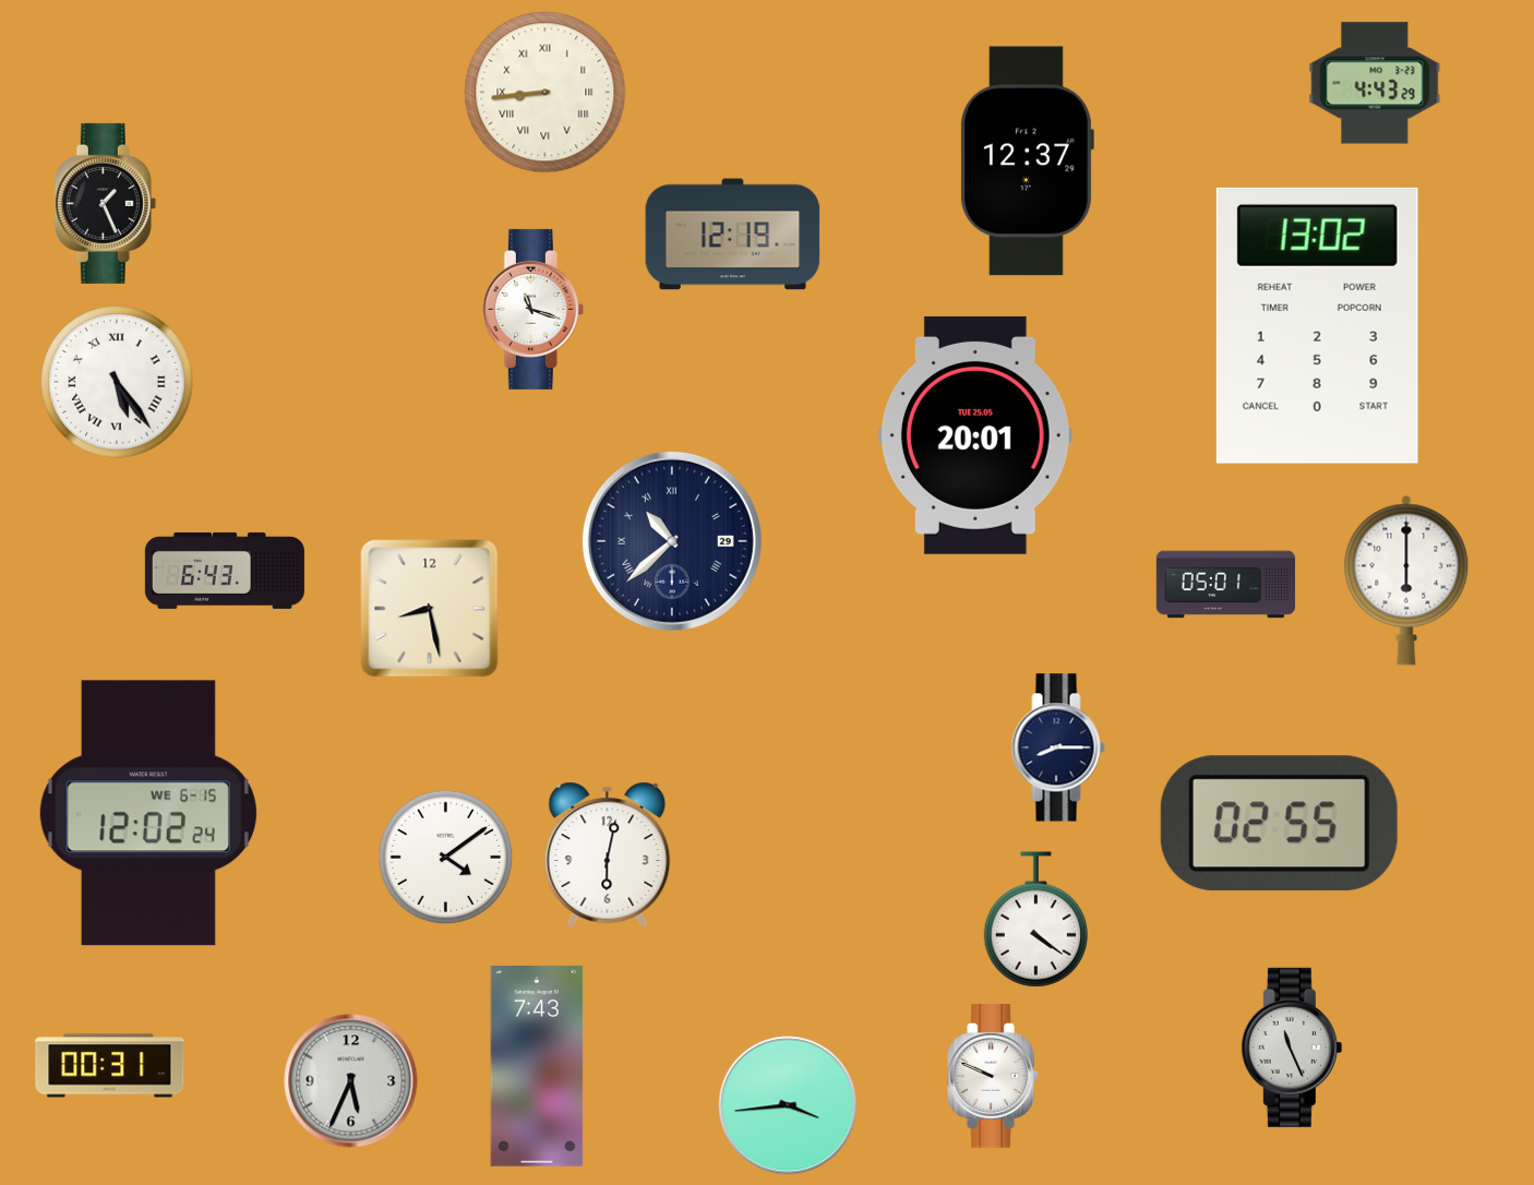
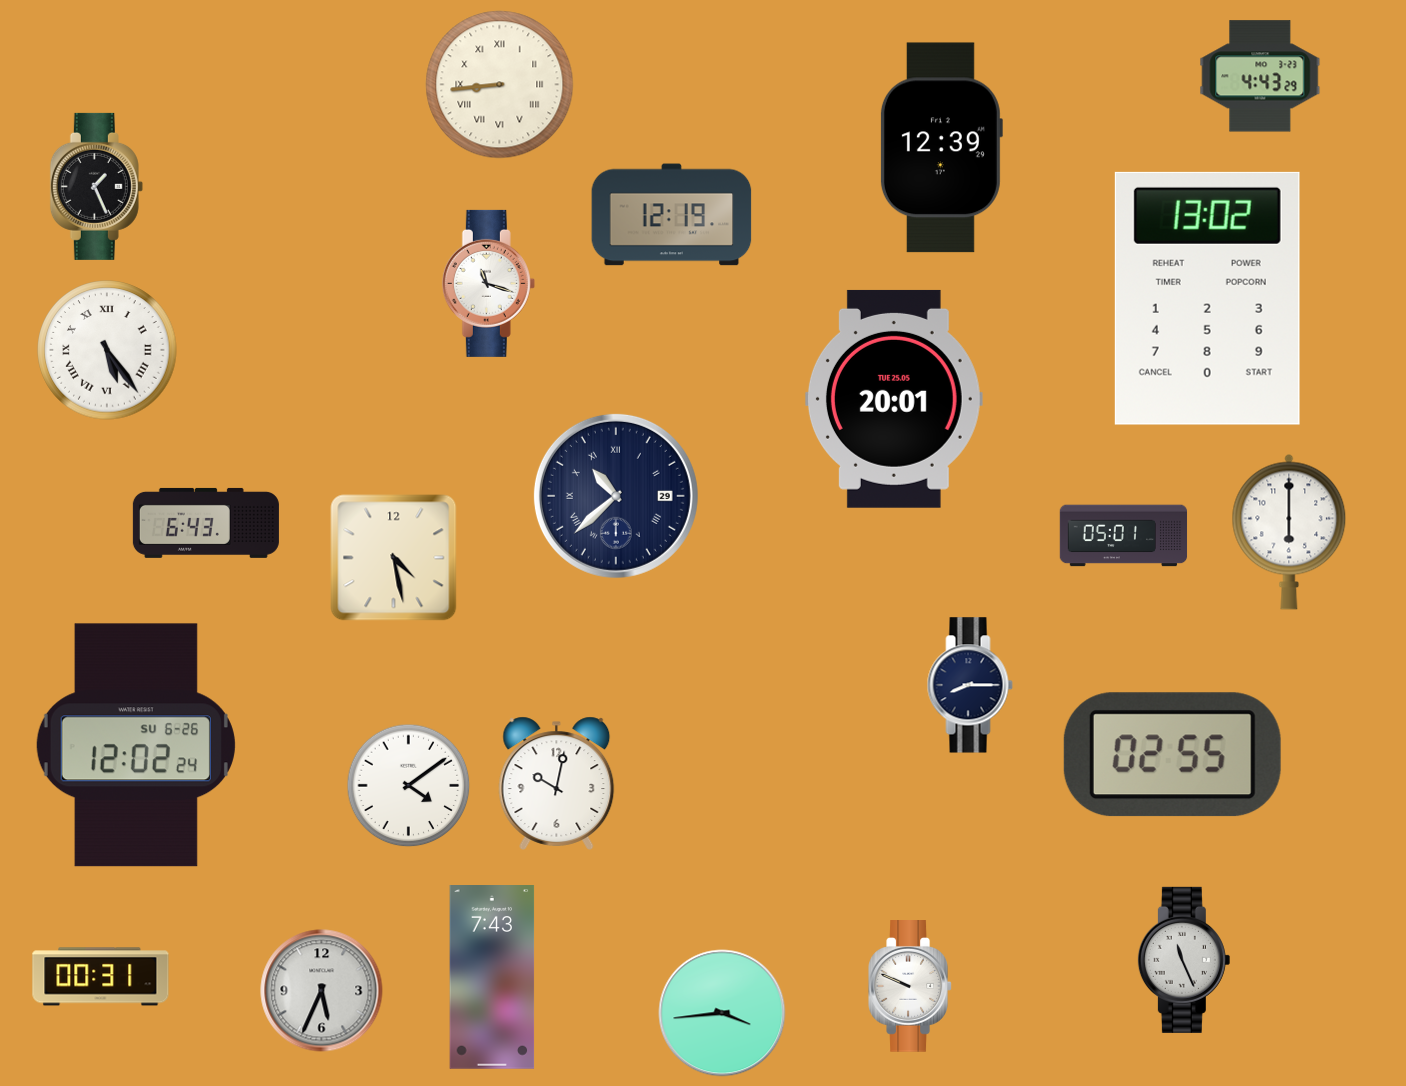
clock at (1027, 161): 12:37 -> 12:39
clock at (430, 609): 8:28 -> 4:28
clock at (148, 813) date: WE 6-15 -> SU 6-26
clock at (608, 854): 6:02 -> 10:02
clock at (1035, 920): 4:21 -> none
